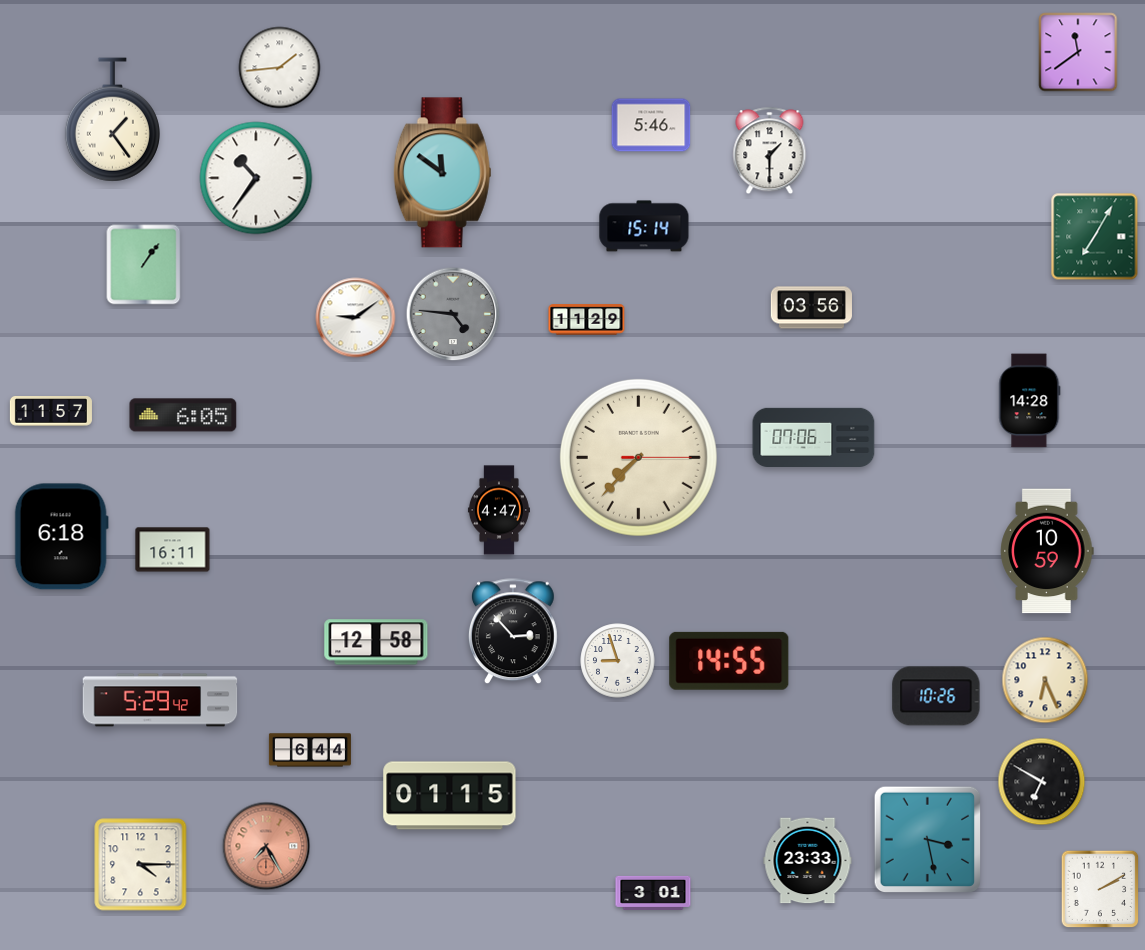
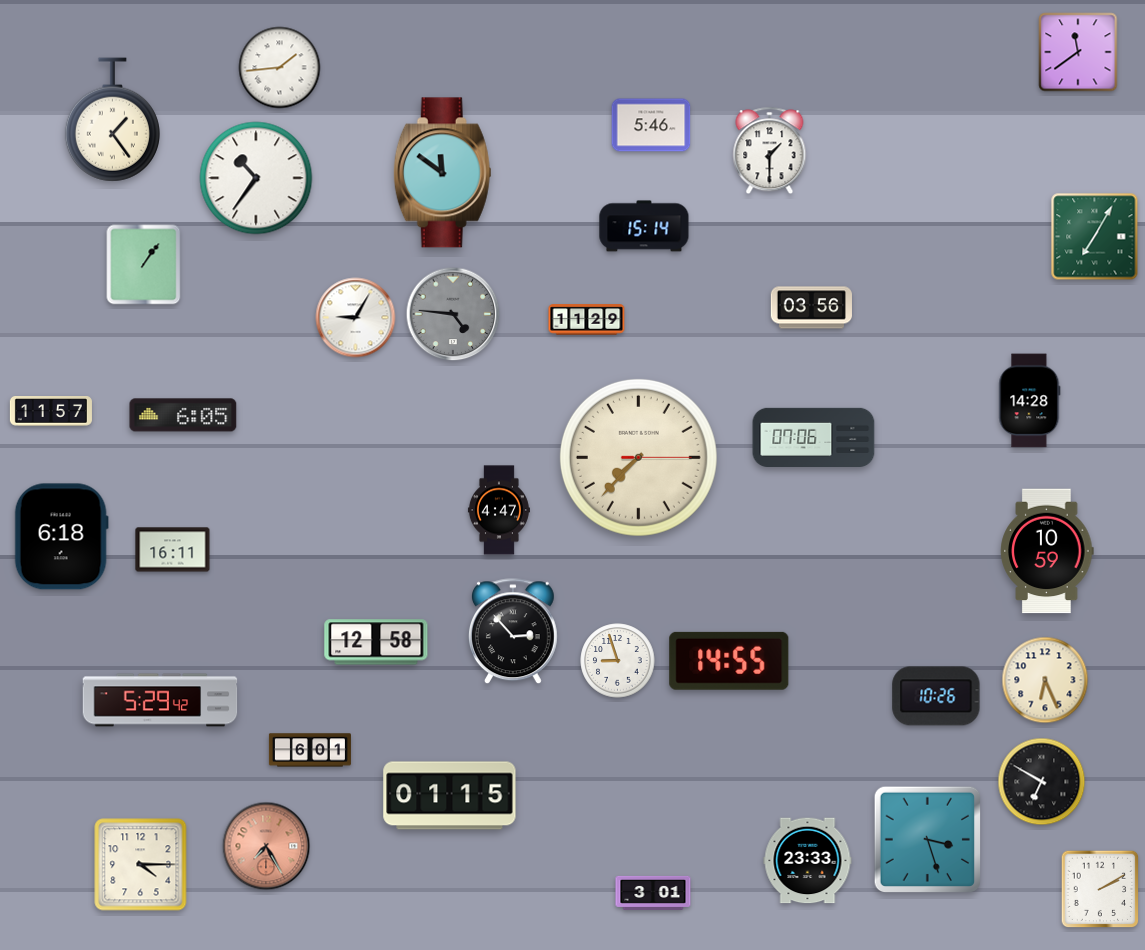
clock at (356, 318): 9:09 -> 9:05
clock at (310, 750): 6:44 -> 6:01
clock at (927, 839): 3:28 -> 3:27
